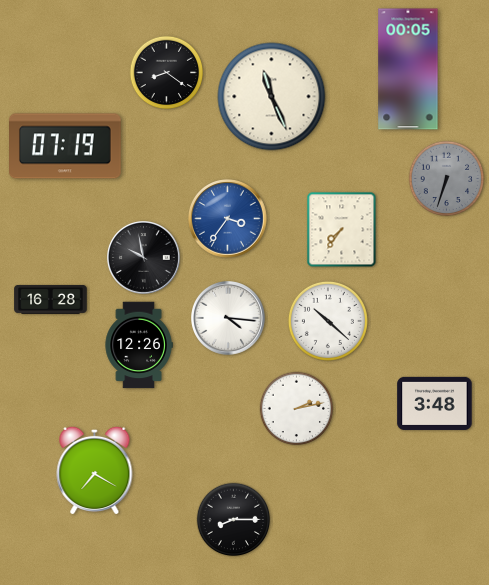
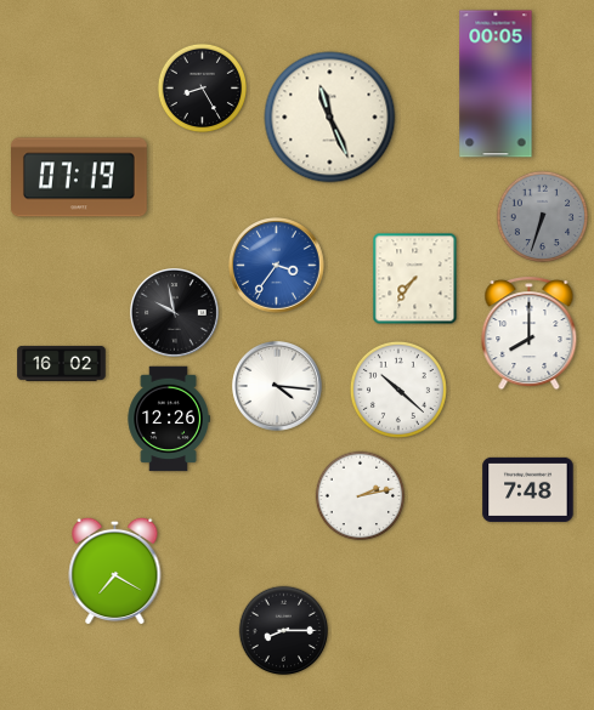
clock at (167, 73): 8:21 -> 8:25
clock at (530, 334): none -> 8:00
clock at (51, 299): 16:28 -> 16:02
clock at (435, 403): 3:48 -> 7:48
